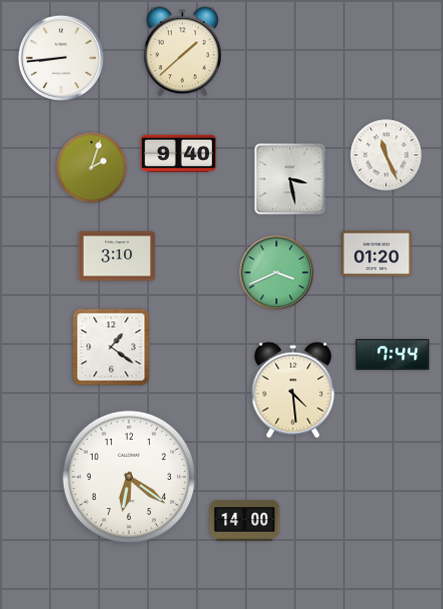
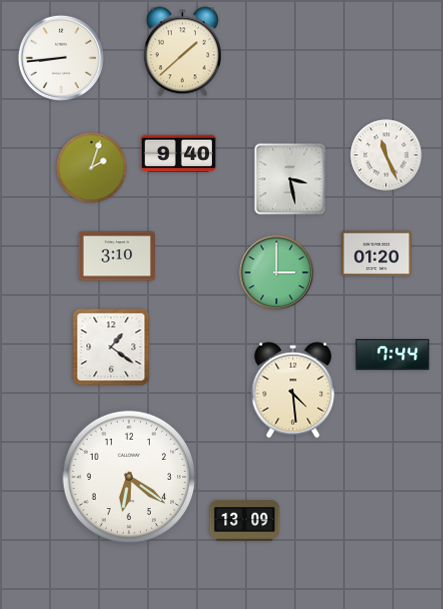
clock at (277, 273): 3:41 -> 3:00
clock at (245, 520): 14:00 -> 13:09
